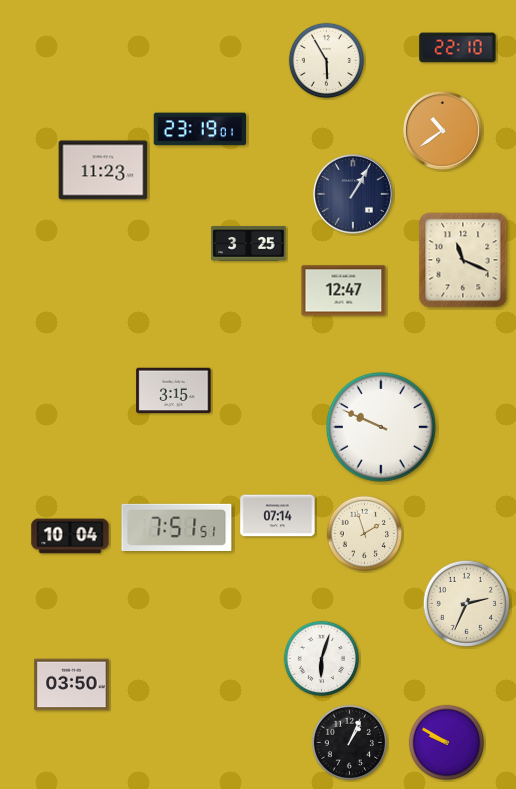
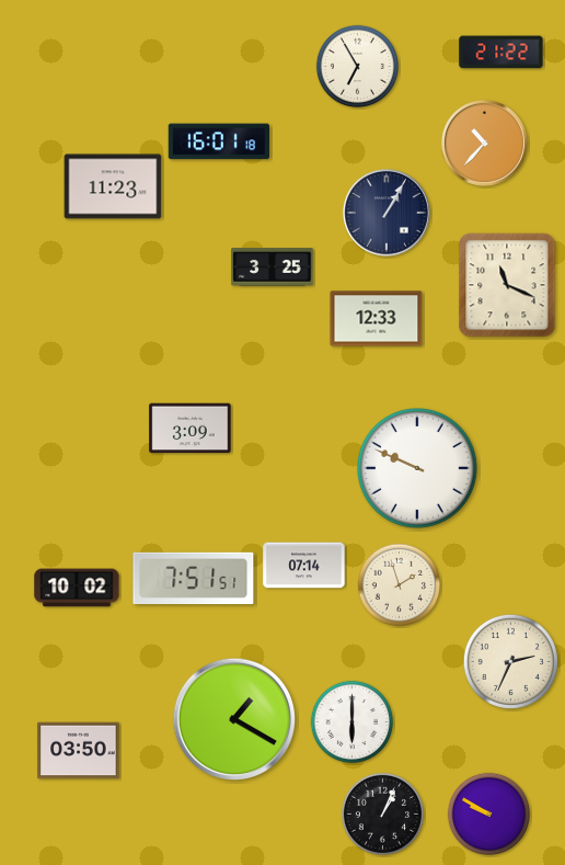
clock at (458, 48): 22:10 -> 21:22
clock at (326, 60): 5:55 -> 6:55
clock at (199, 129): 23:19 -> 16:01
clock at (442, 130): 10:39 -> 10:37
clock at (344, 291): 12:47 -> 12:33
clock at (174, 391): 3:15 -> 3:09
clock at (70, 536): 10:04 -> 10:02
clock at (233, 718): none -> 1:20
clock at (321, 658): 6:03 -> 6:00
